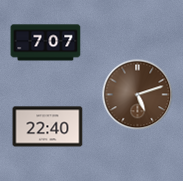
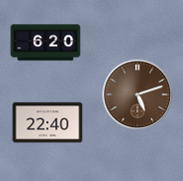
clock at (46, 43): 7:07 -> 6:20
clock at (48, 127) position: (48, 127) -> (48, 123)
